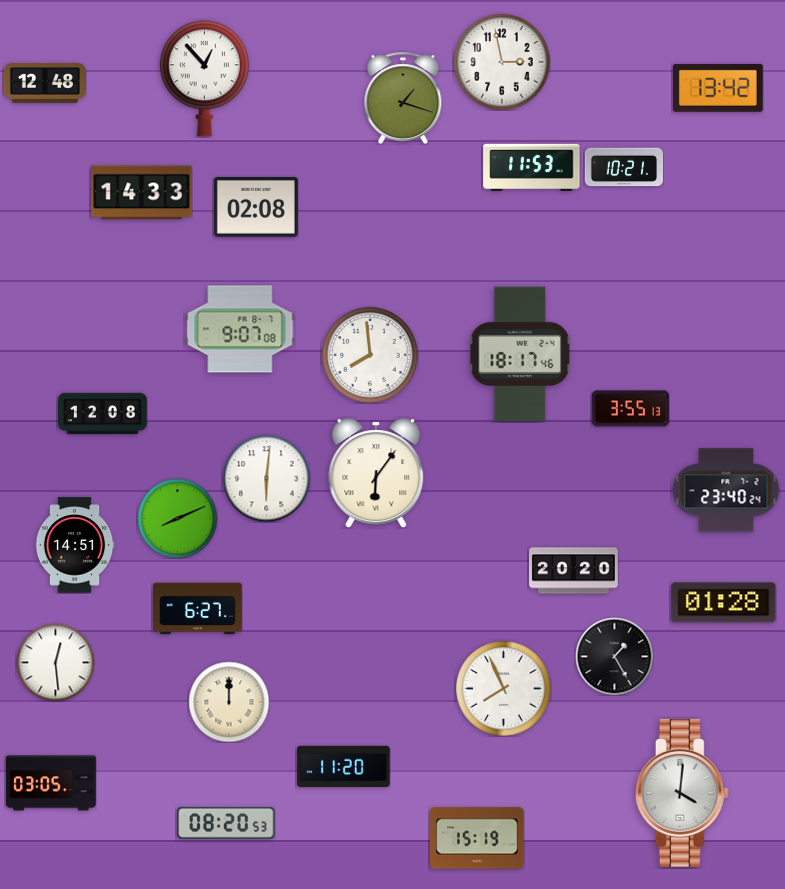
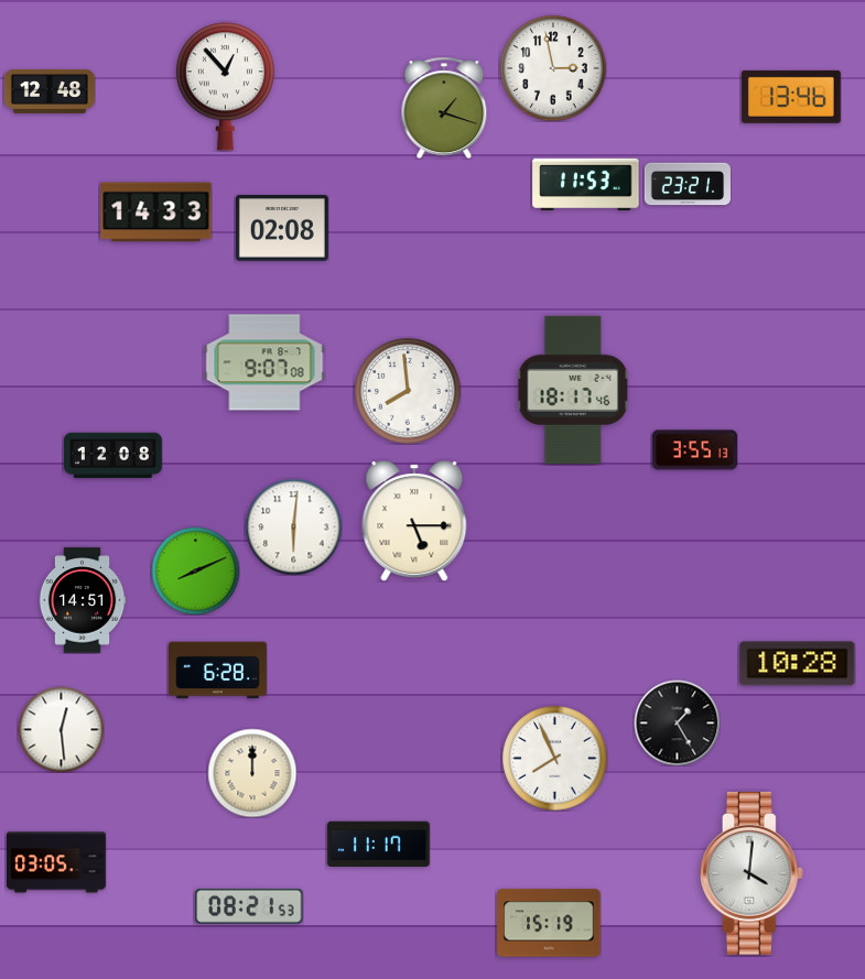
clock at (718, 88): 13:42 -> 13:46
clock at (623, 167): 10:21 -> 23:21
clock at (376, 473): 6:06 -> 5:15
clock at (726, 490): 23:40 -> none
clock at (574, 571): 20:20 -> none
clock at (724, 603): 01:28 -> 10:28
clock at (198, 609): 6:27 -> 6:28
clock at (344, 766): 11:20 -> 11:17
clock at (226, 823): 08:20 -> 08:21
clock at (477, 838) position: (477, 838) -> (549, 923)
